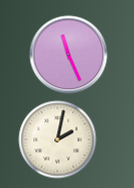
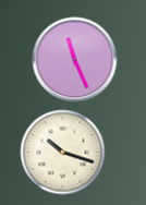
clock at (57, 139): 2:02 -> 10:18
